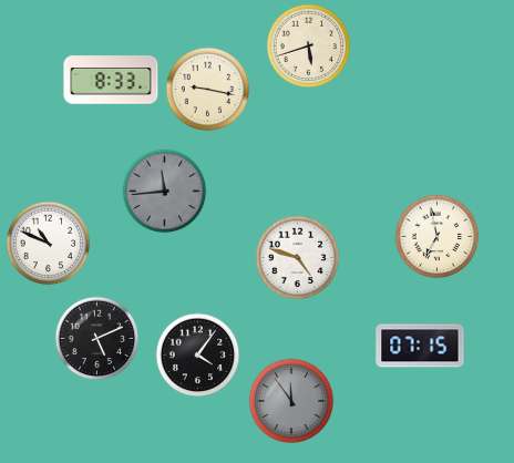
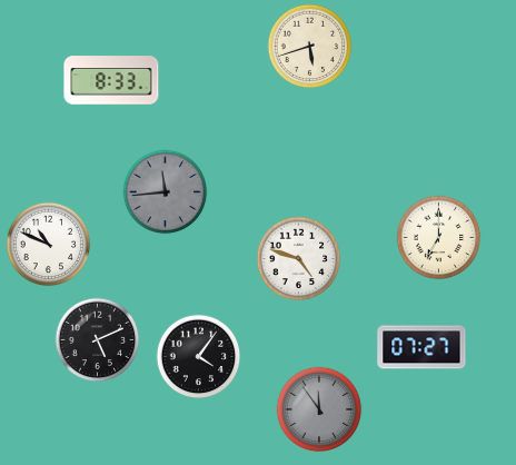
clock at (208, 90): 9:17 -> none
clock at (438, 237): 6:58 -> 7:00
clock at (420, 346): 07:15 -> 07:27
clock at (291, 401) position: (291, 401) -> (319, 409)
